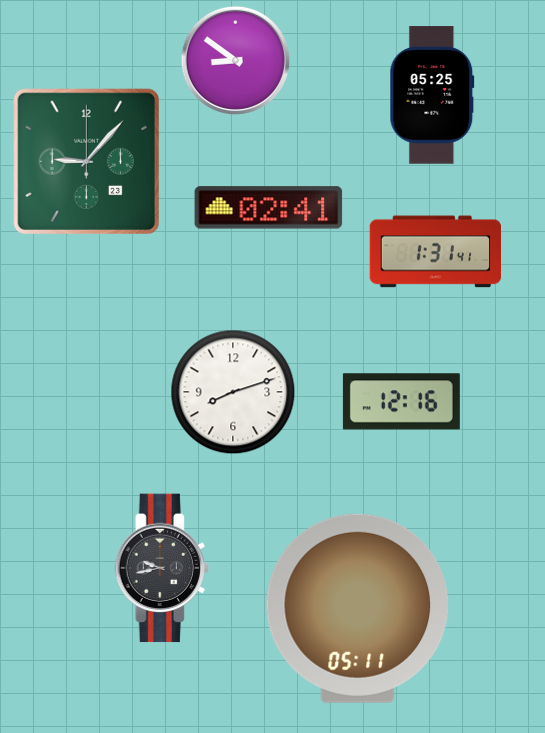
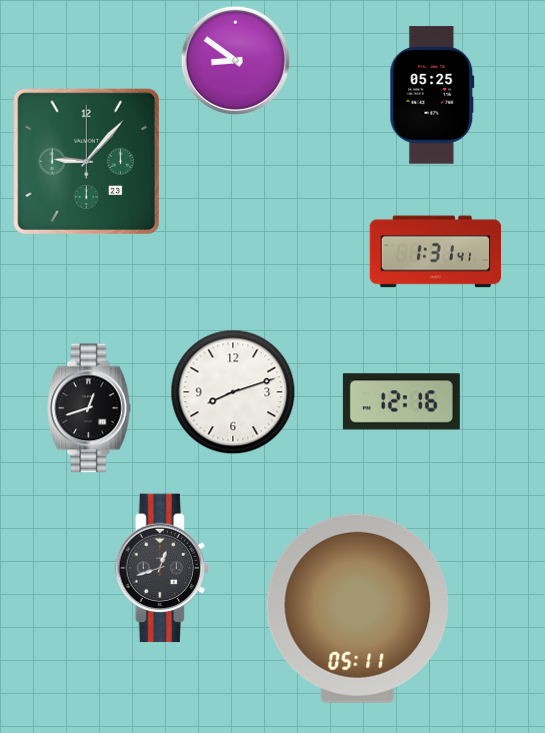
clock at (269, 208): 02:41 -> none
clock at (90, 408): none -> 12:42
clock at (162, 568): 9:43 -> 12:42
